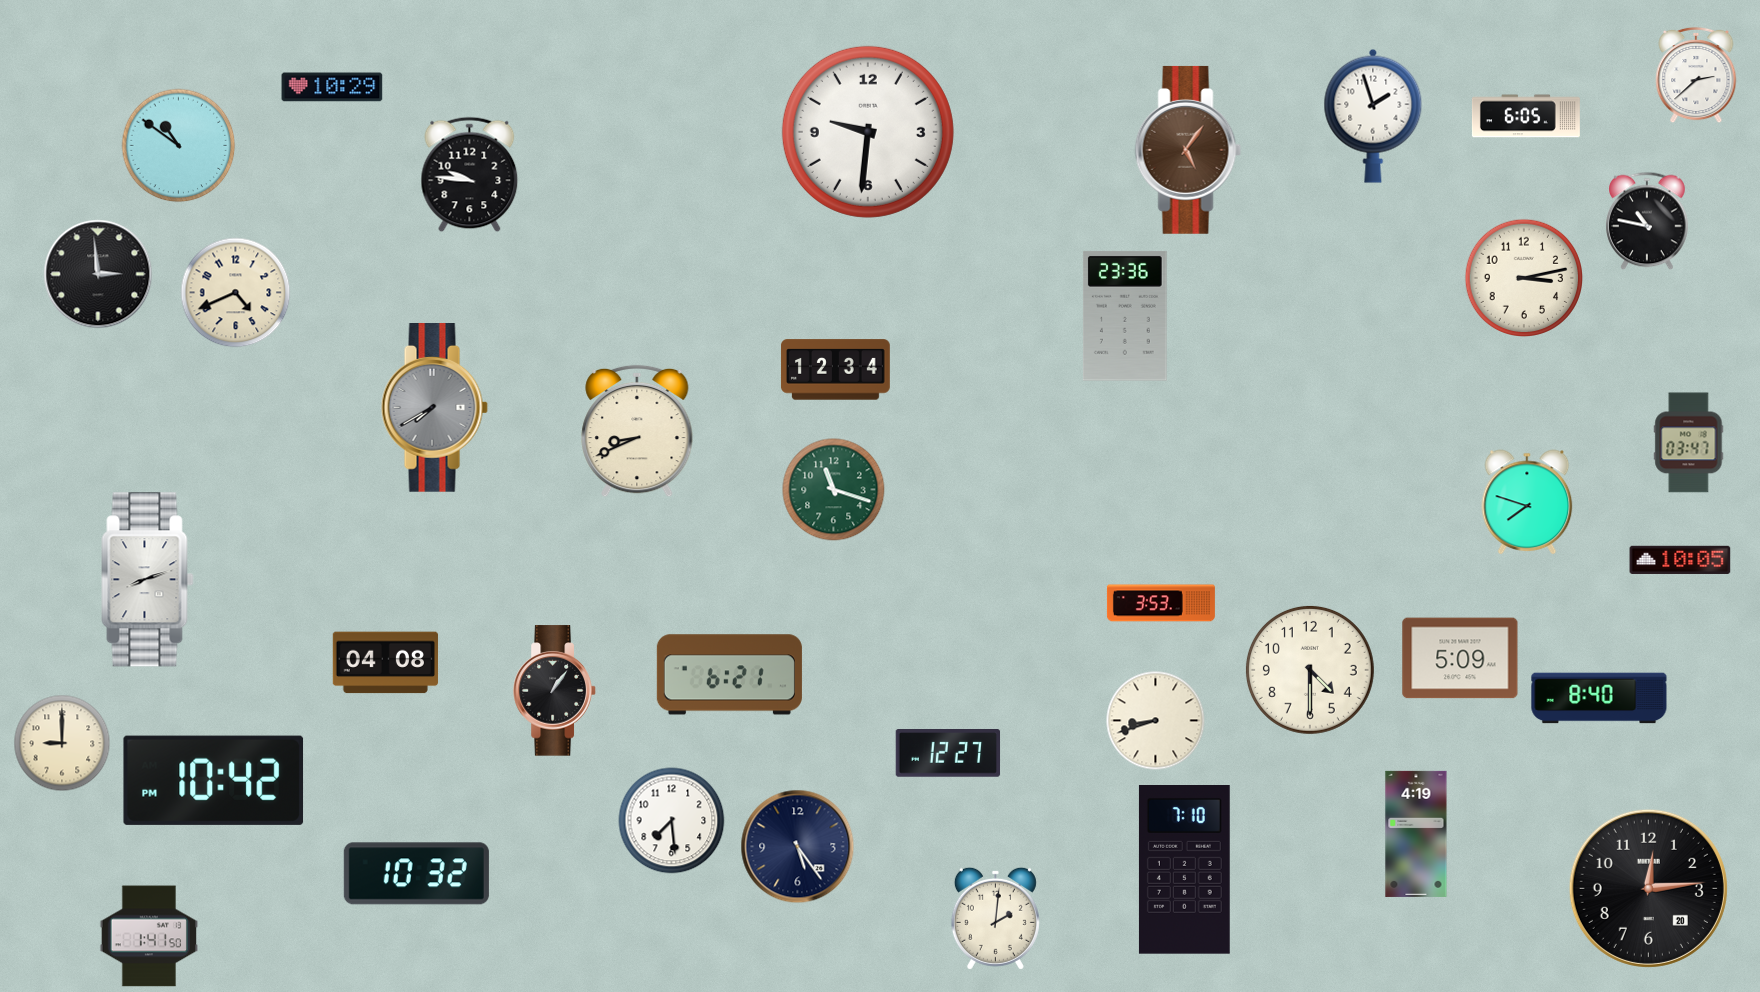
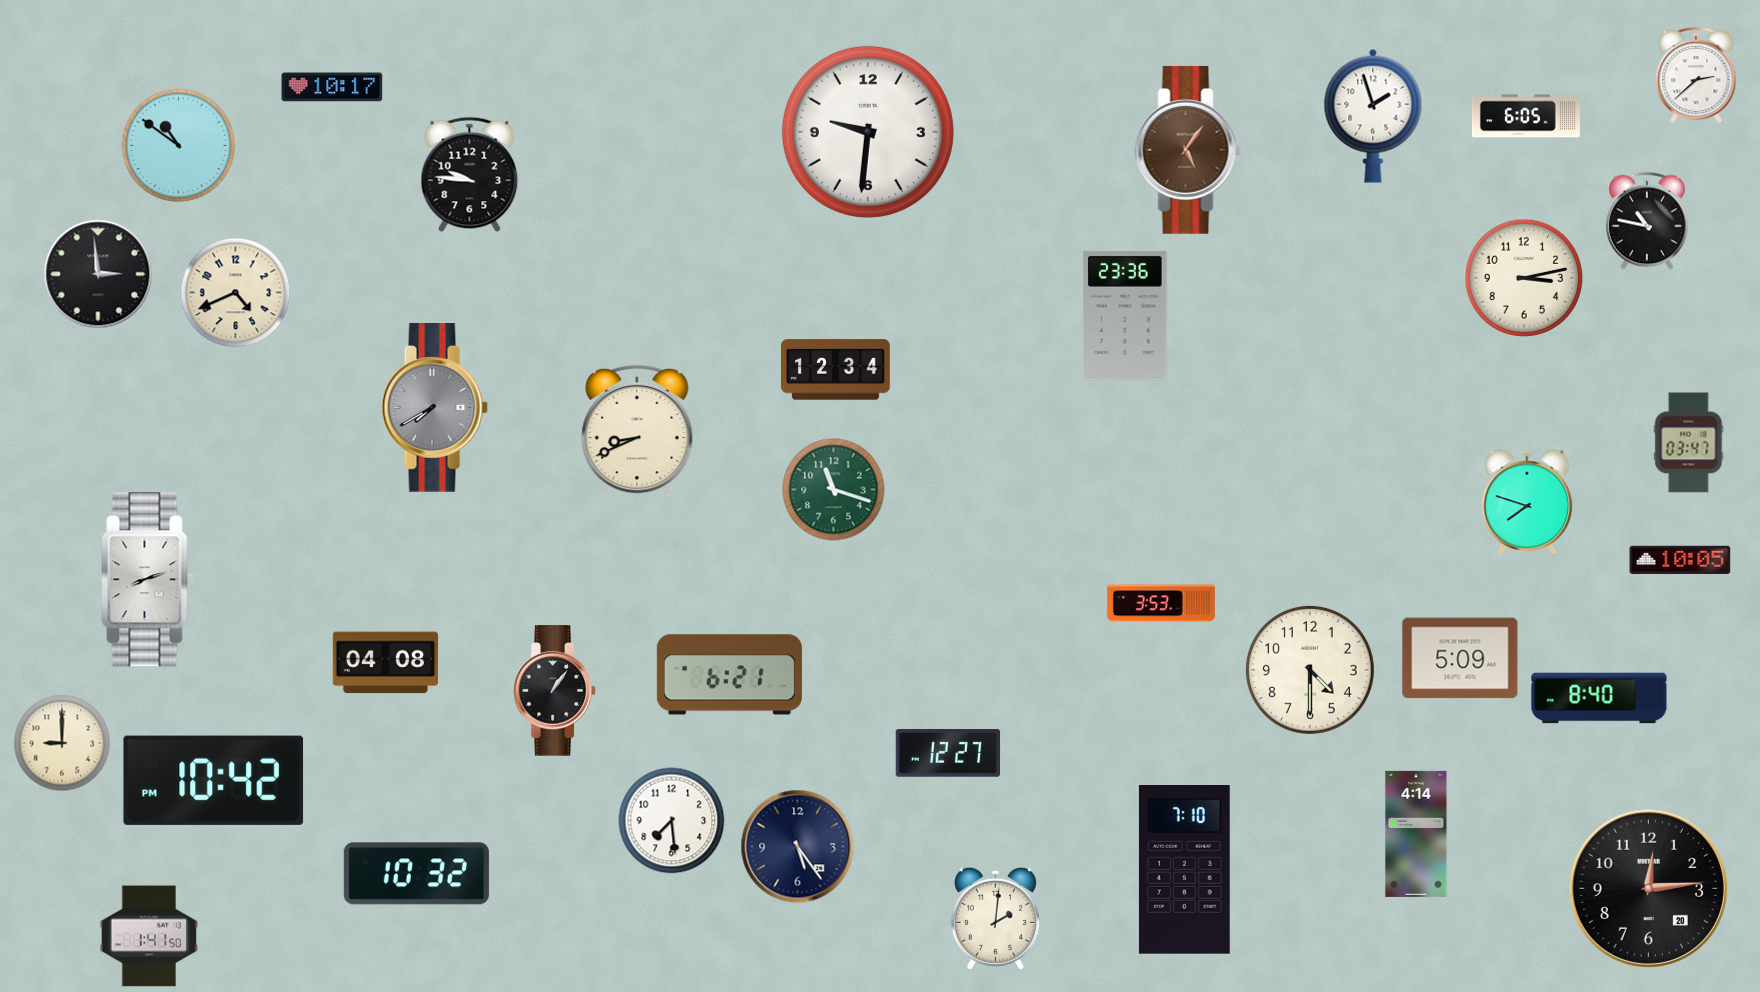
clock at (332, 87): 10:29 -> 10:17
clock at (1156, 721): 8:42 -> none
clock at (1416, 834): 4:19 -> 4:14
